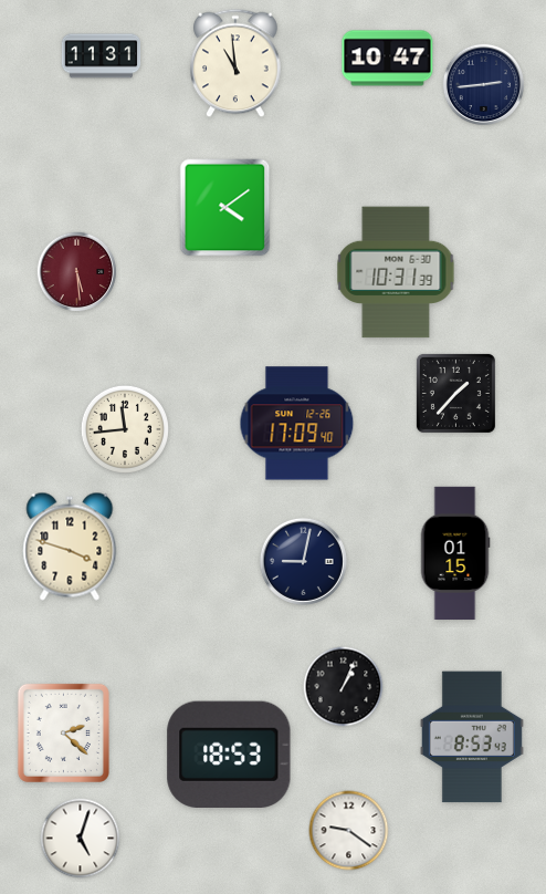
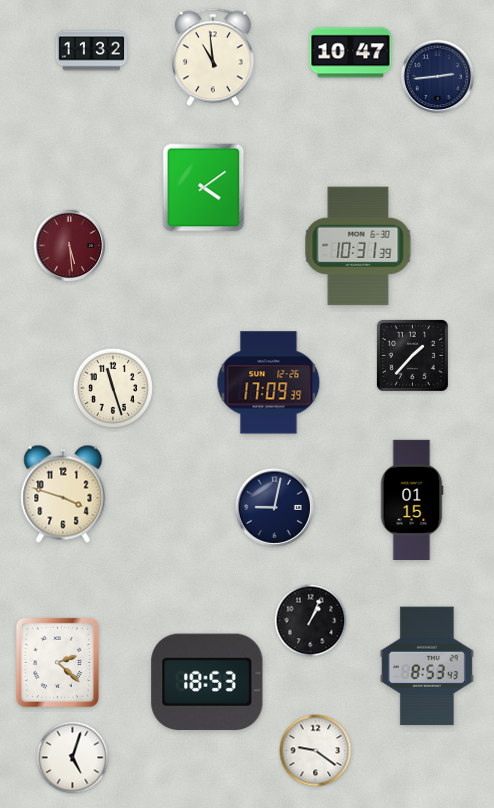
clock at (102, 56): 11:31 -> 11:32
clock at (297, 424): 17:09:40 -> 17:09:39
clock at (124, 428): 11:44 -> 11:27
